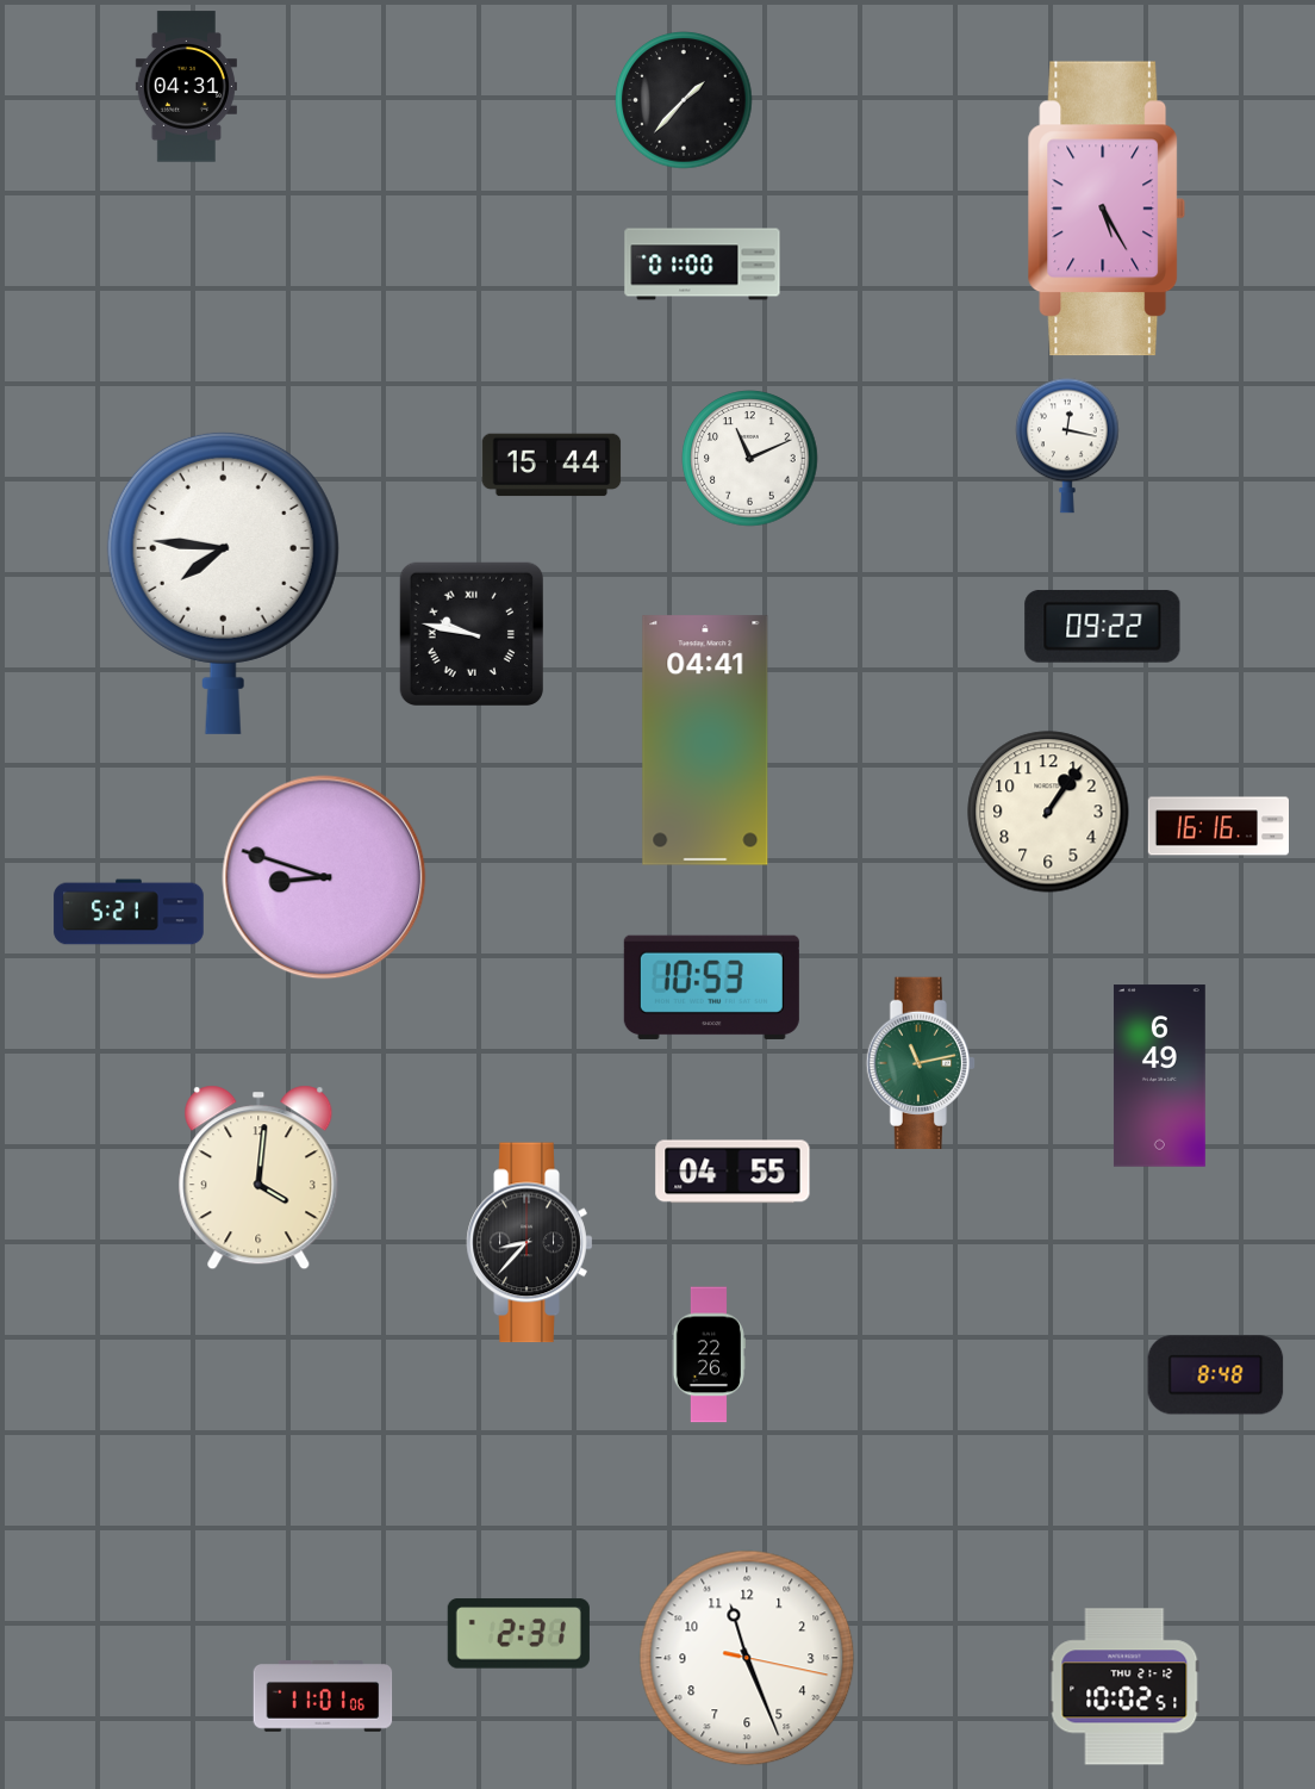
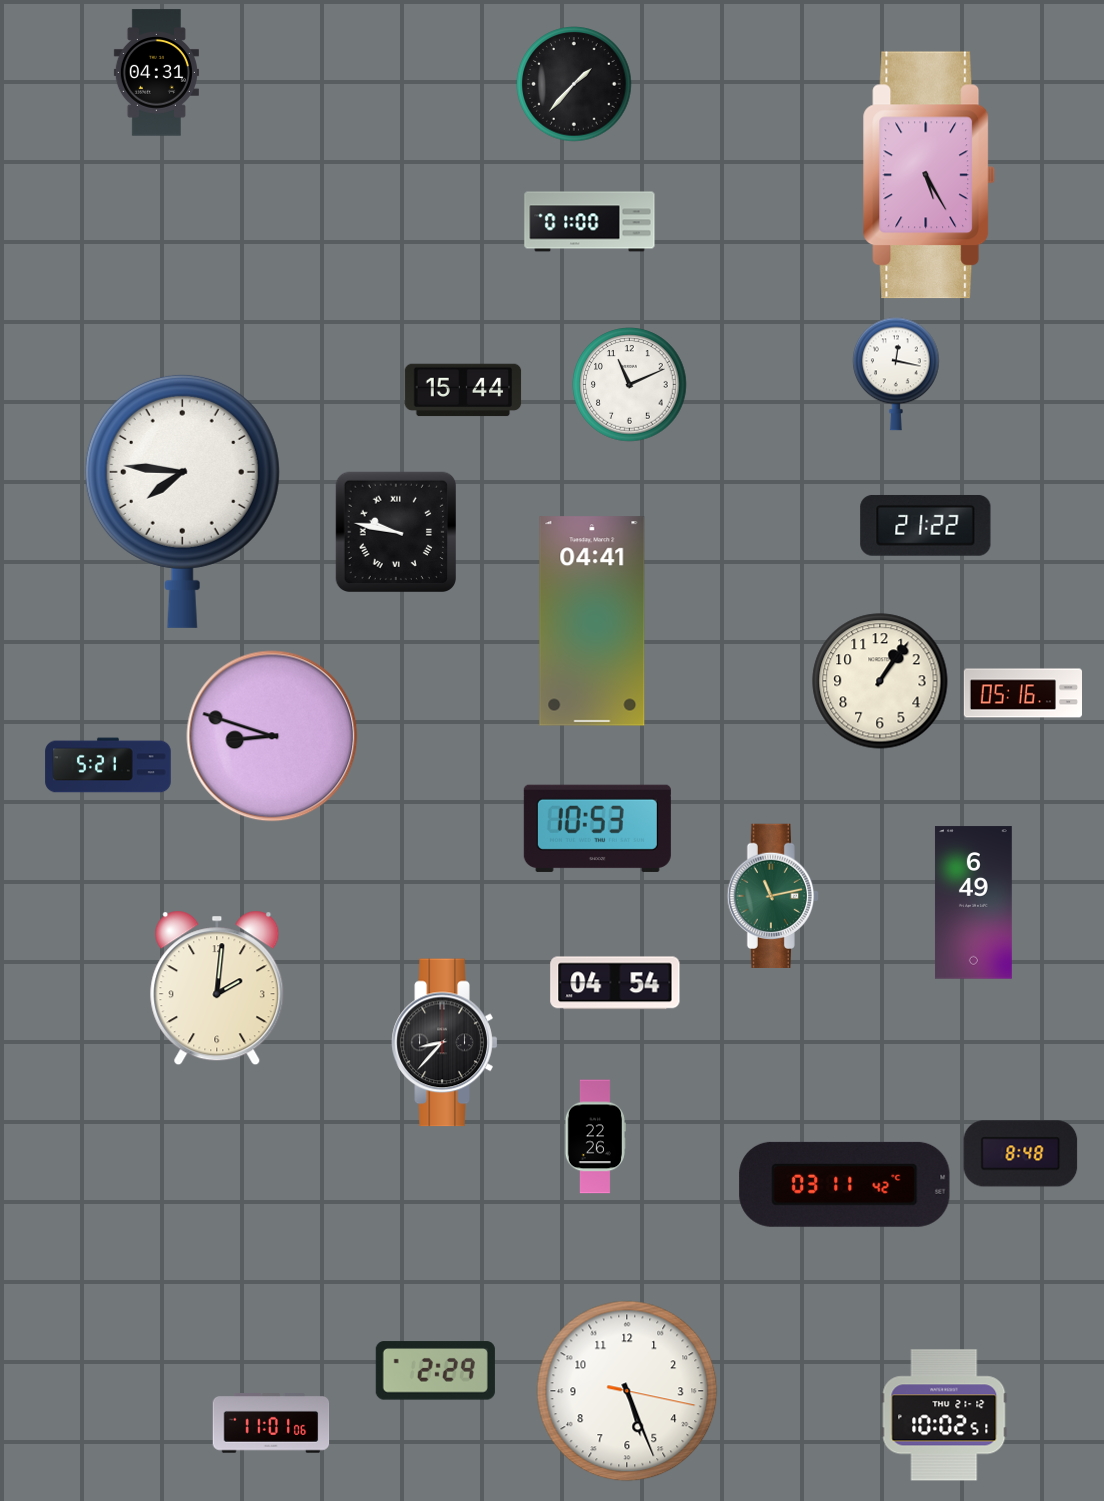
clock at (223, 583) position: (223, 583) -> (182, 501)
clock at (1103, 626): 09:22 -> 21:22
clock at (1217, 826): 16:16 -> 05:16
clock at (921, 1062) position: (921, 1062) -> (773, 895)
clock at (733, 1172): 04:55 -> 04:54
clock at (258, 1178): 4:01 -> 2:01
clock at (845, 1184): none -> 03:11
clock at (518, 1634): 2:31 -> 2:29
clock at (747, 1658): 11:26 -> 5:26
